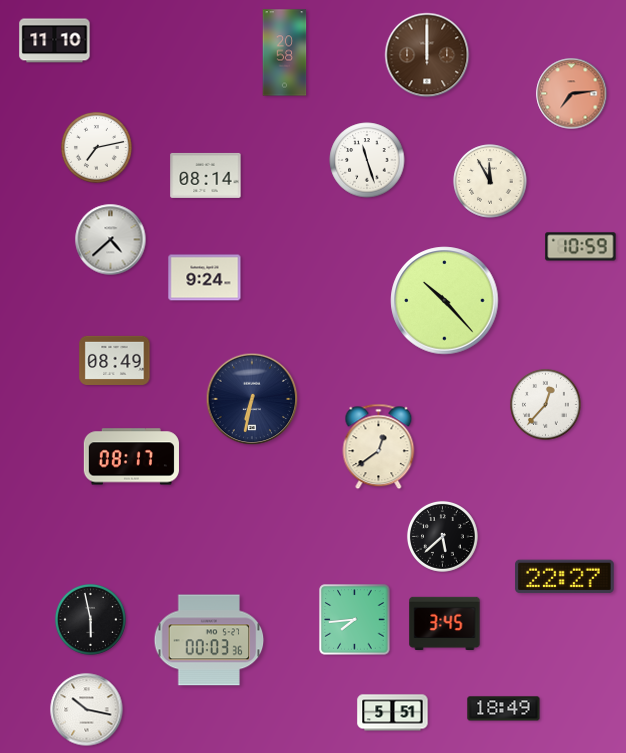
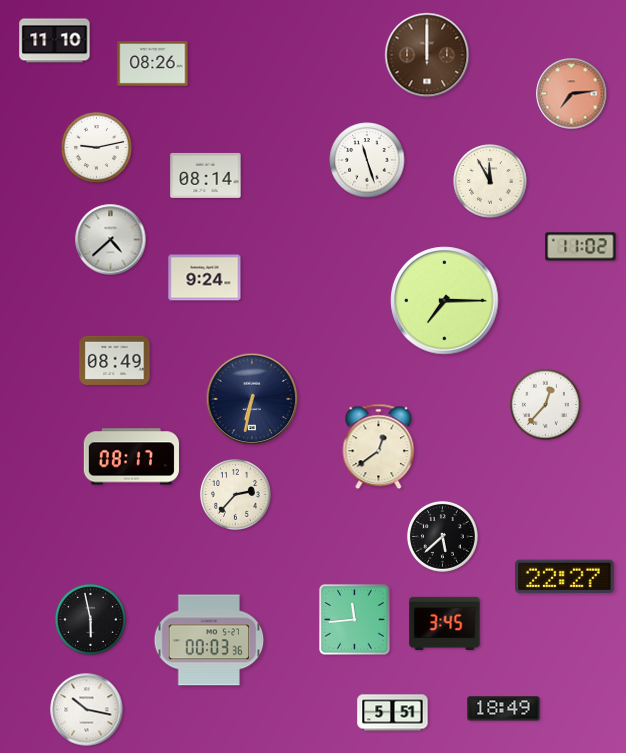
clock at (285, 53): 20:58 -> none
clock at (153, 64): none -> 08:26
clock at (97, 148): 7:13 -> 9:13
clock at (581, 247): 10:59 -> 11:02
clock at (445, 301): 10:23 -> 7:15
clock at (236, 495): none -> 2:37
clock at (355, 620): 7:44 -> 11:44
